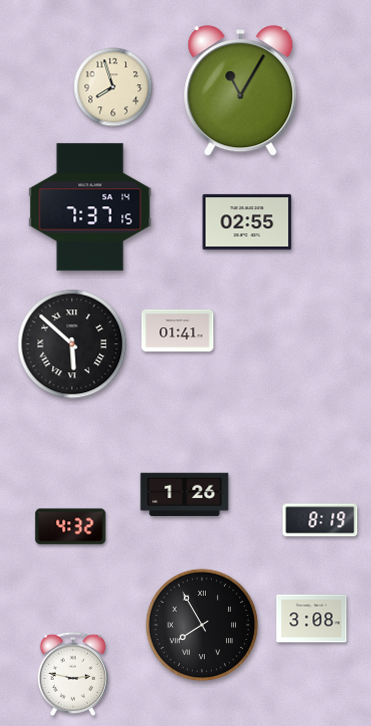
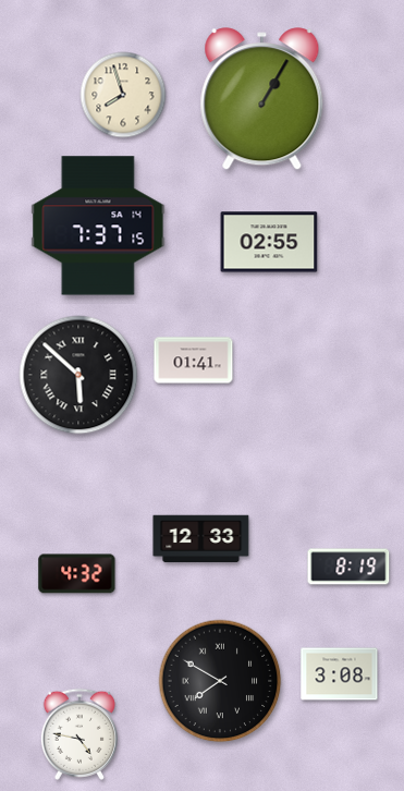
clock at (241, 91): 11:05 -> 1:05
clock at (185, 495): 1:26 -> 12:33
clock at (202, 625): 7:55 -> 7:50
clock at (73, 674): 2:47 -> 4:47
